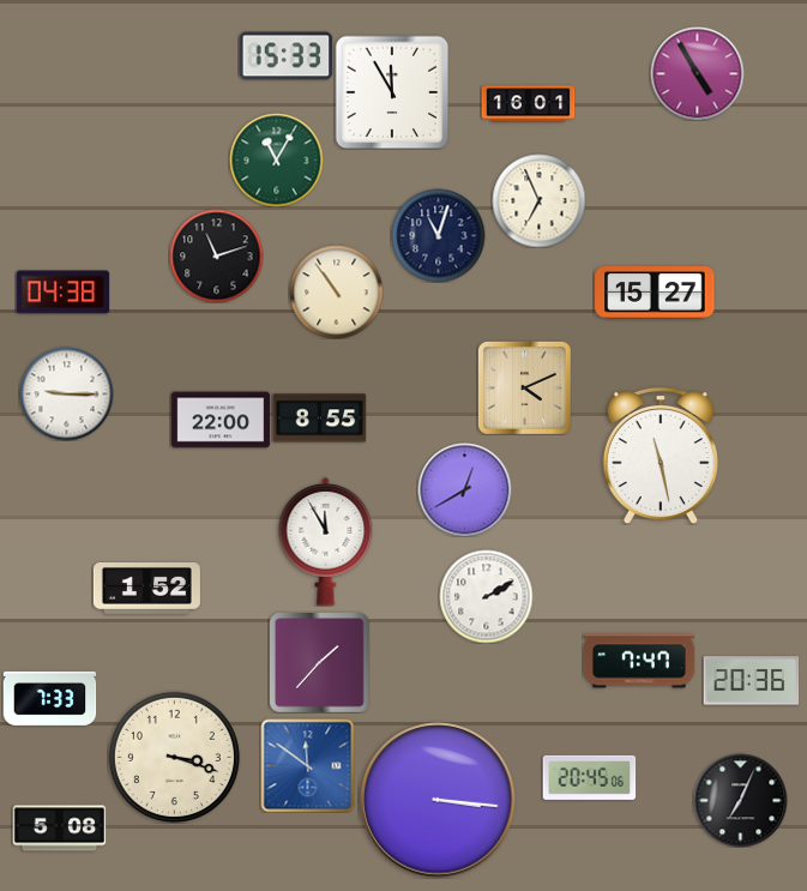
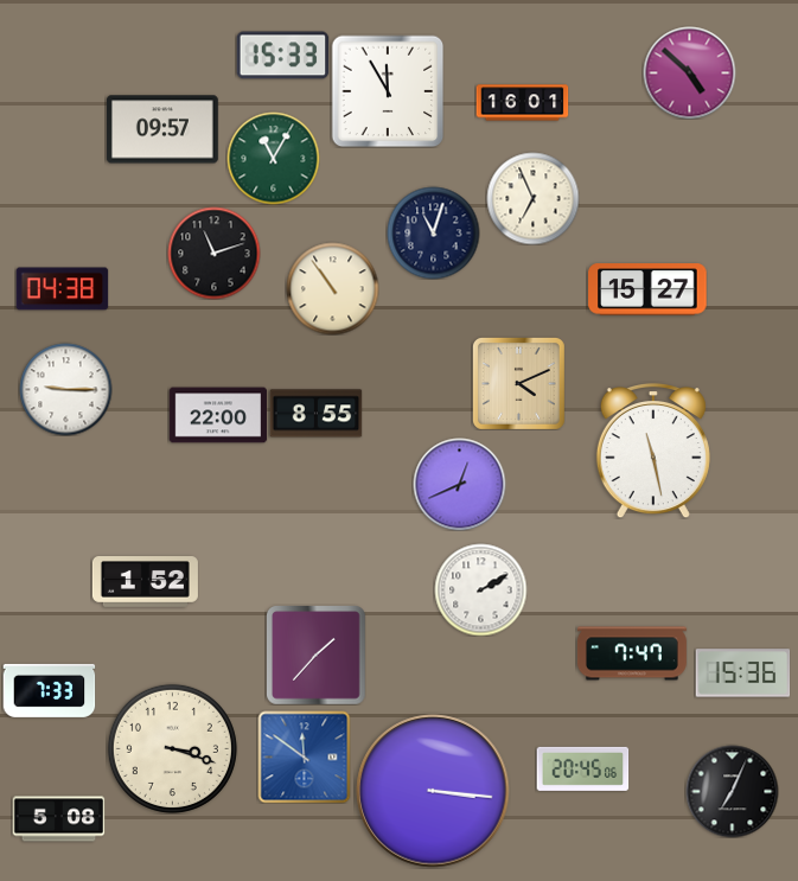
clock at (697, 73): 4:55 -> 4:52
clock at (162, 129): none -> 09:57
clock at (464, 489): 12:40 -> 12:41
clock at (326, 541): 11:55 -> none
clock at (751, 681): 20:36 -> 15:36
